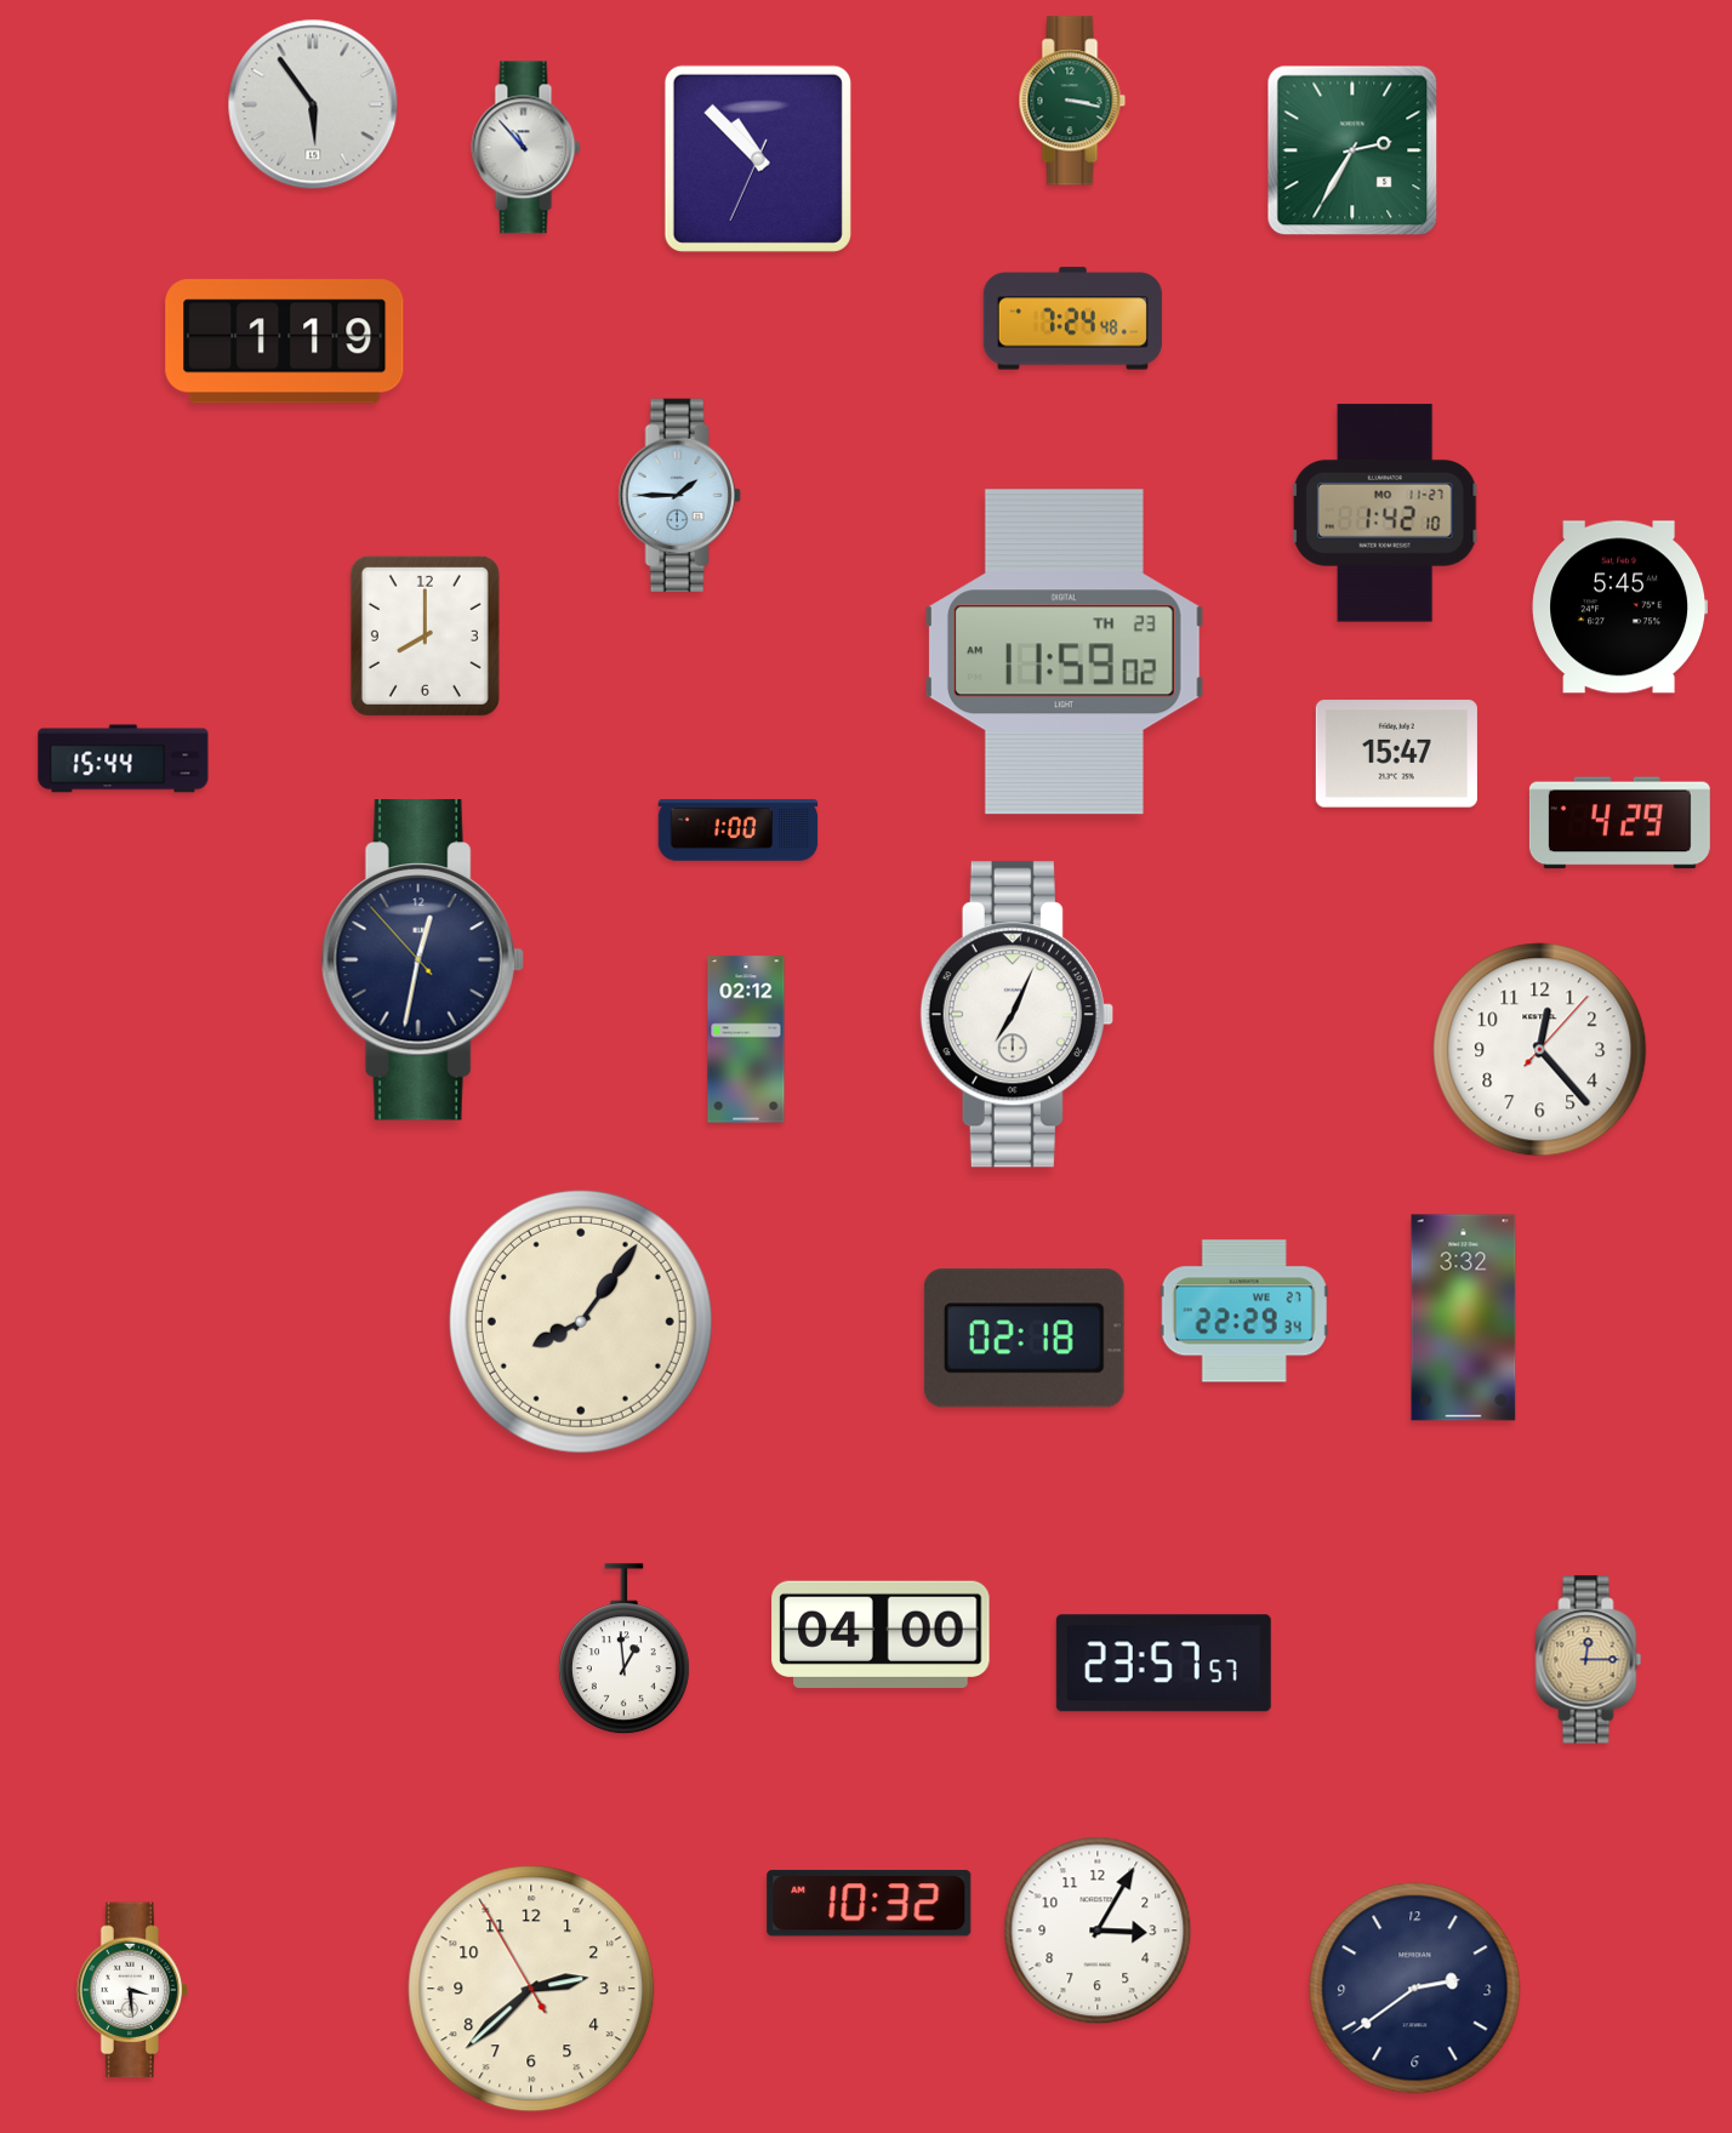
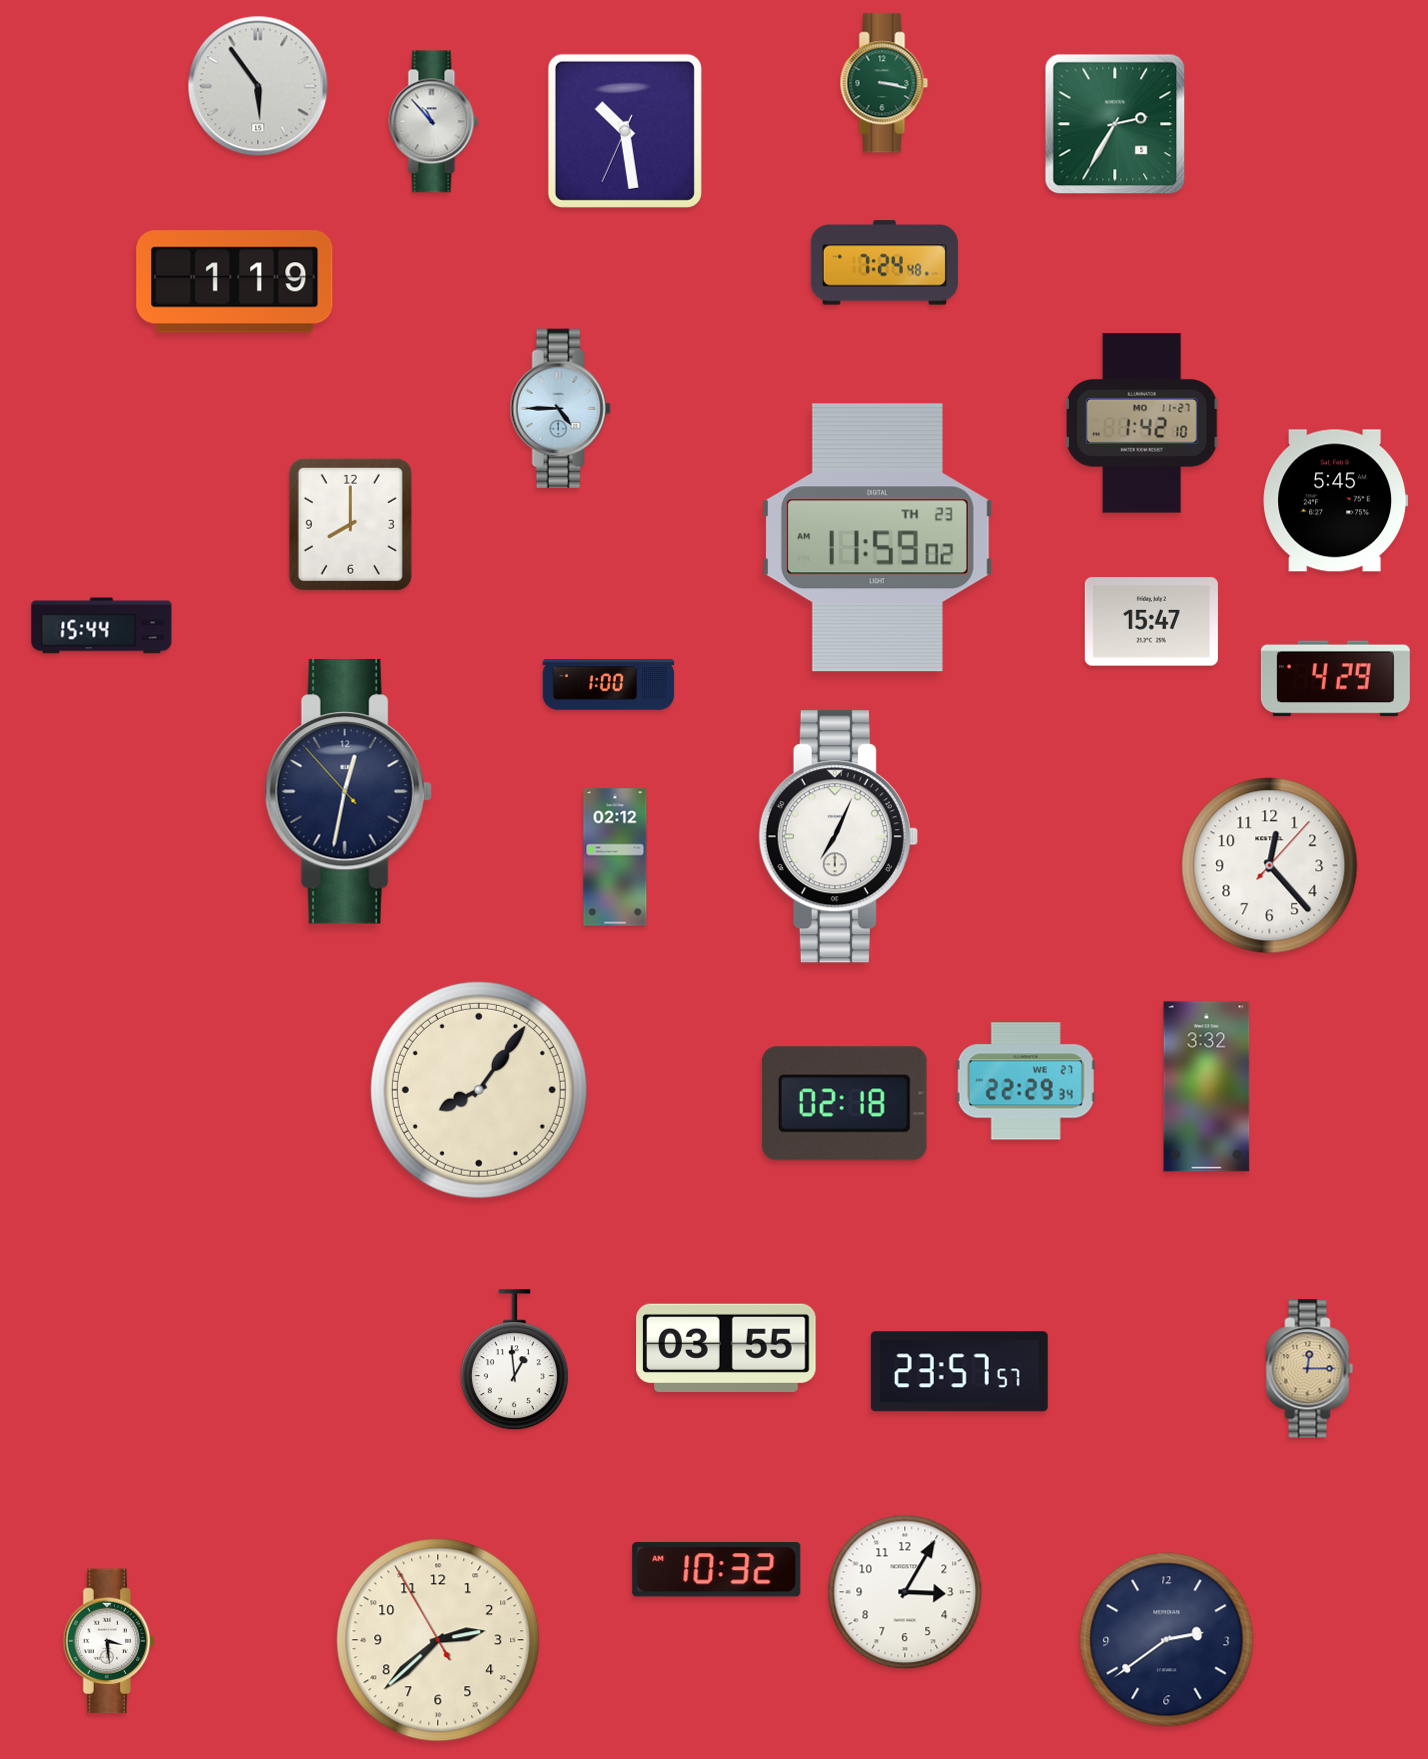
clock at (758, 159): 10:52 -> 10:28
clock at (679, 496): 1:45 -> 4:45
clock at (881, 1635): 04:00 -> 03:55
